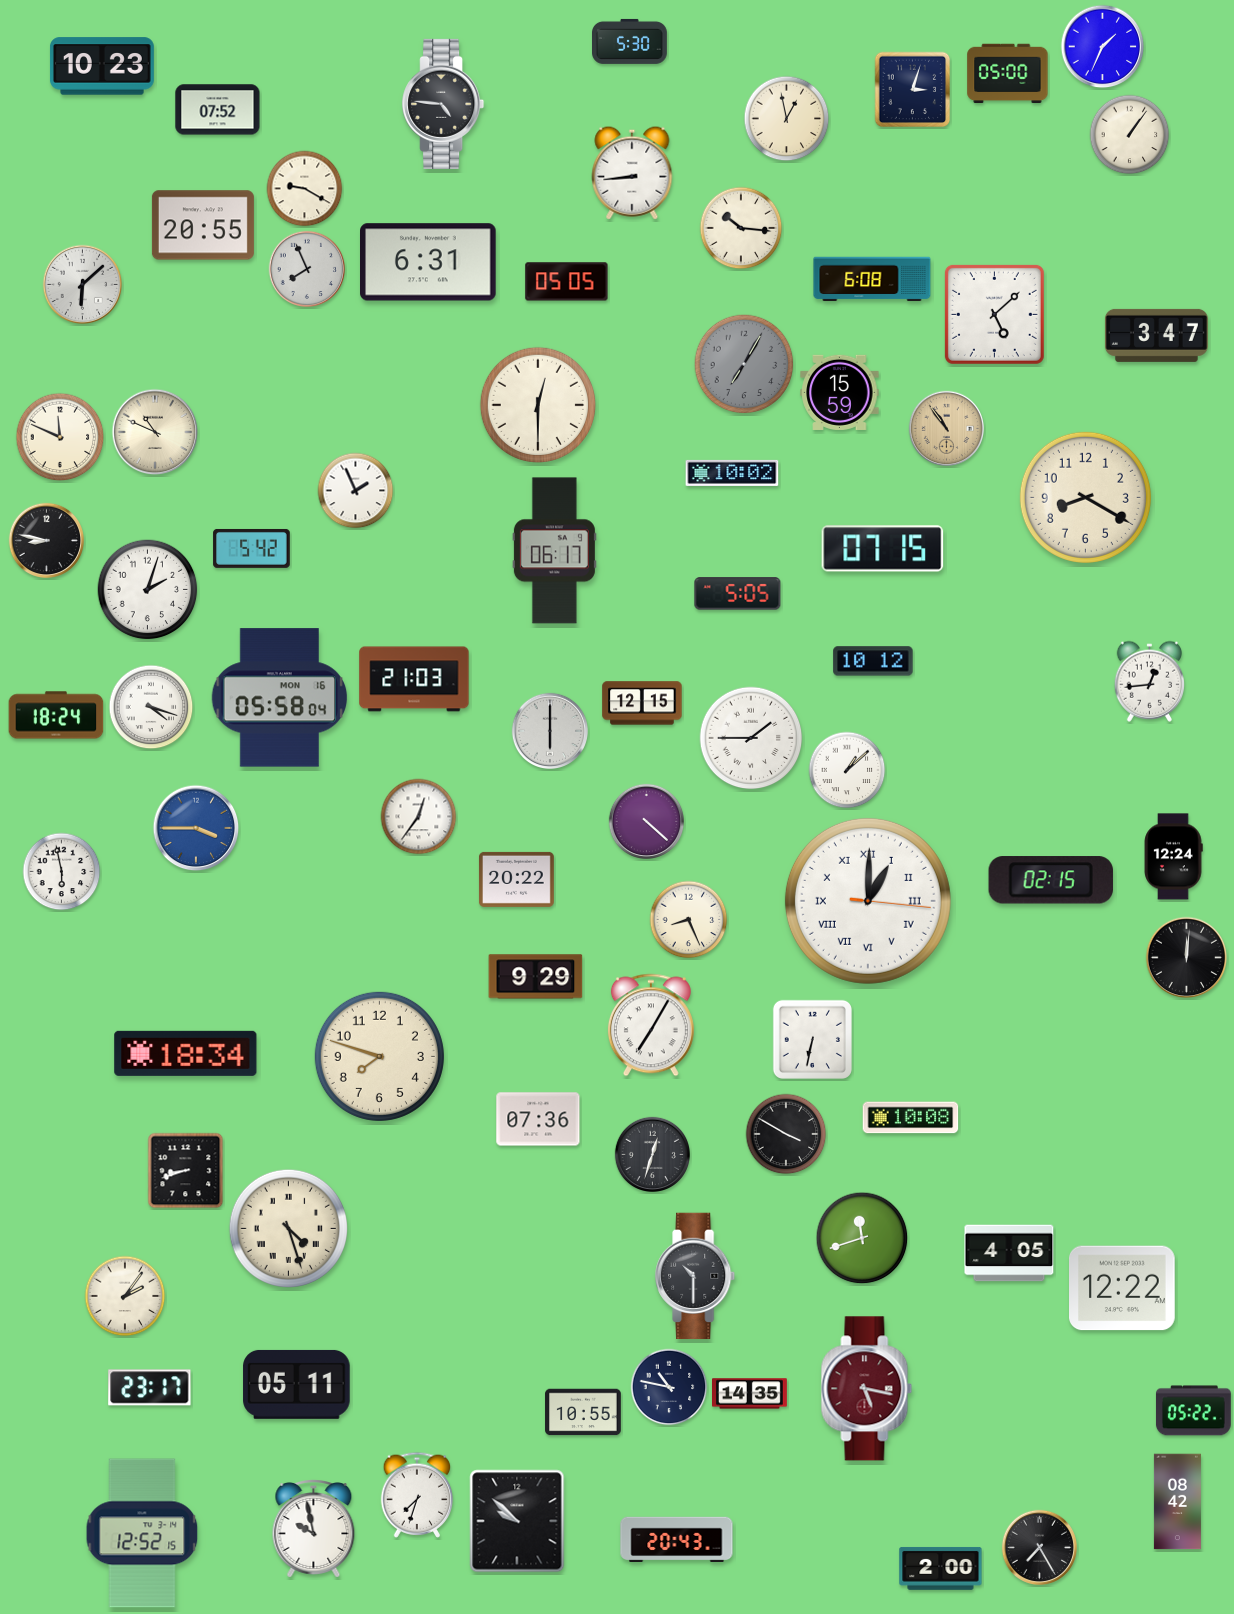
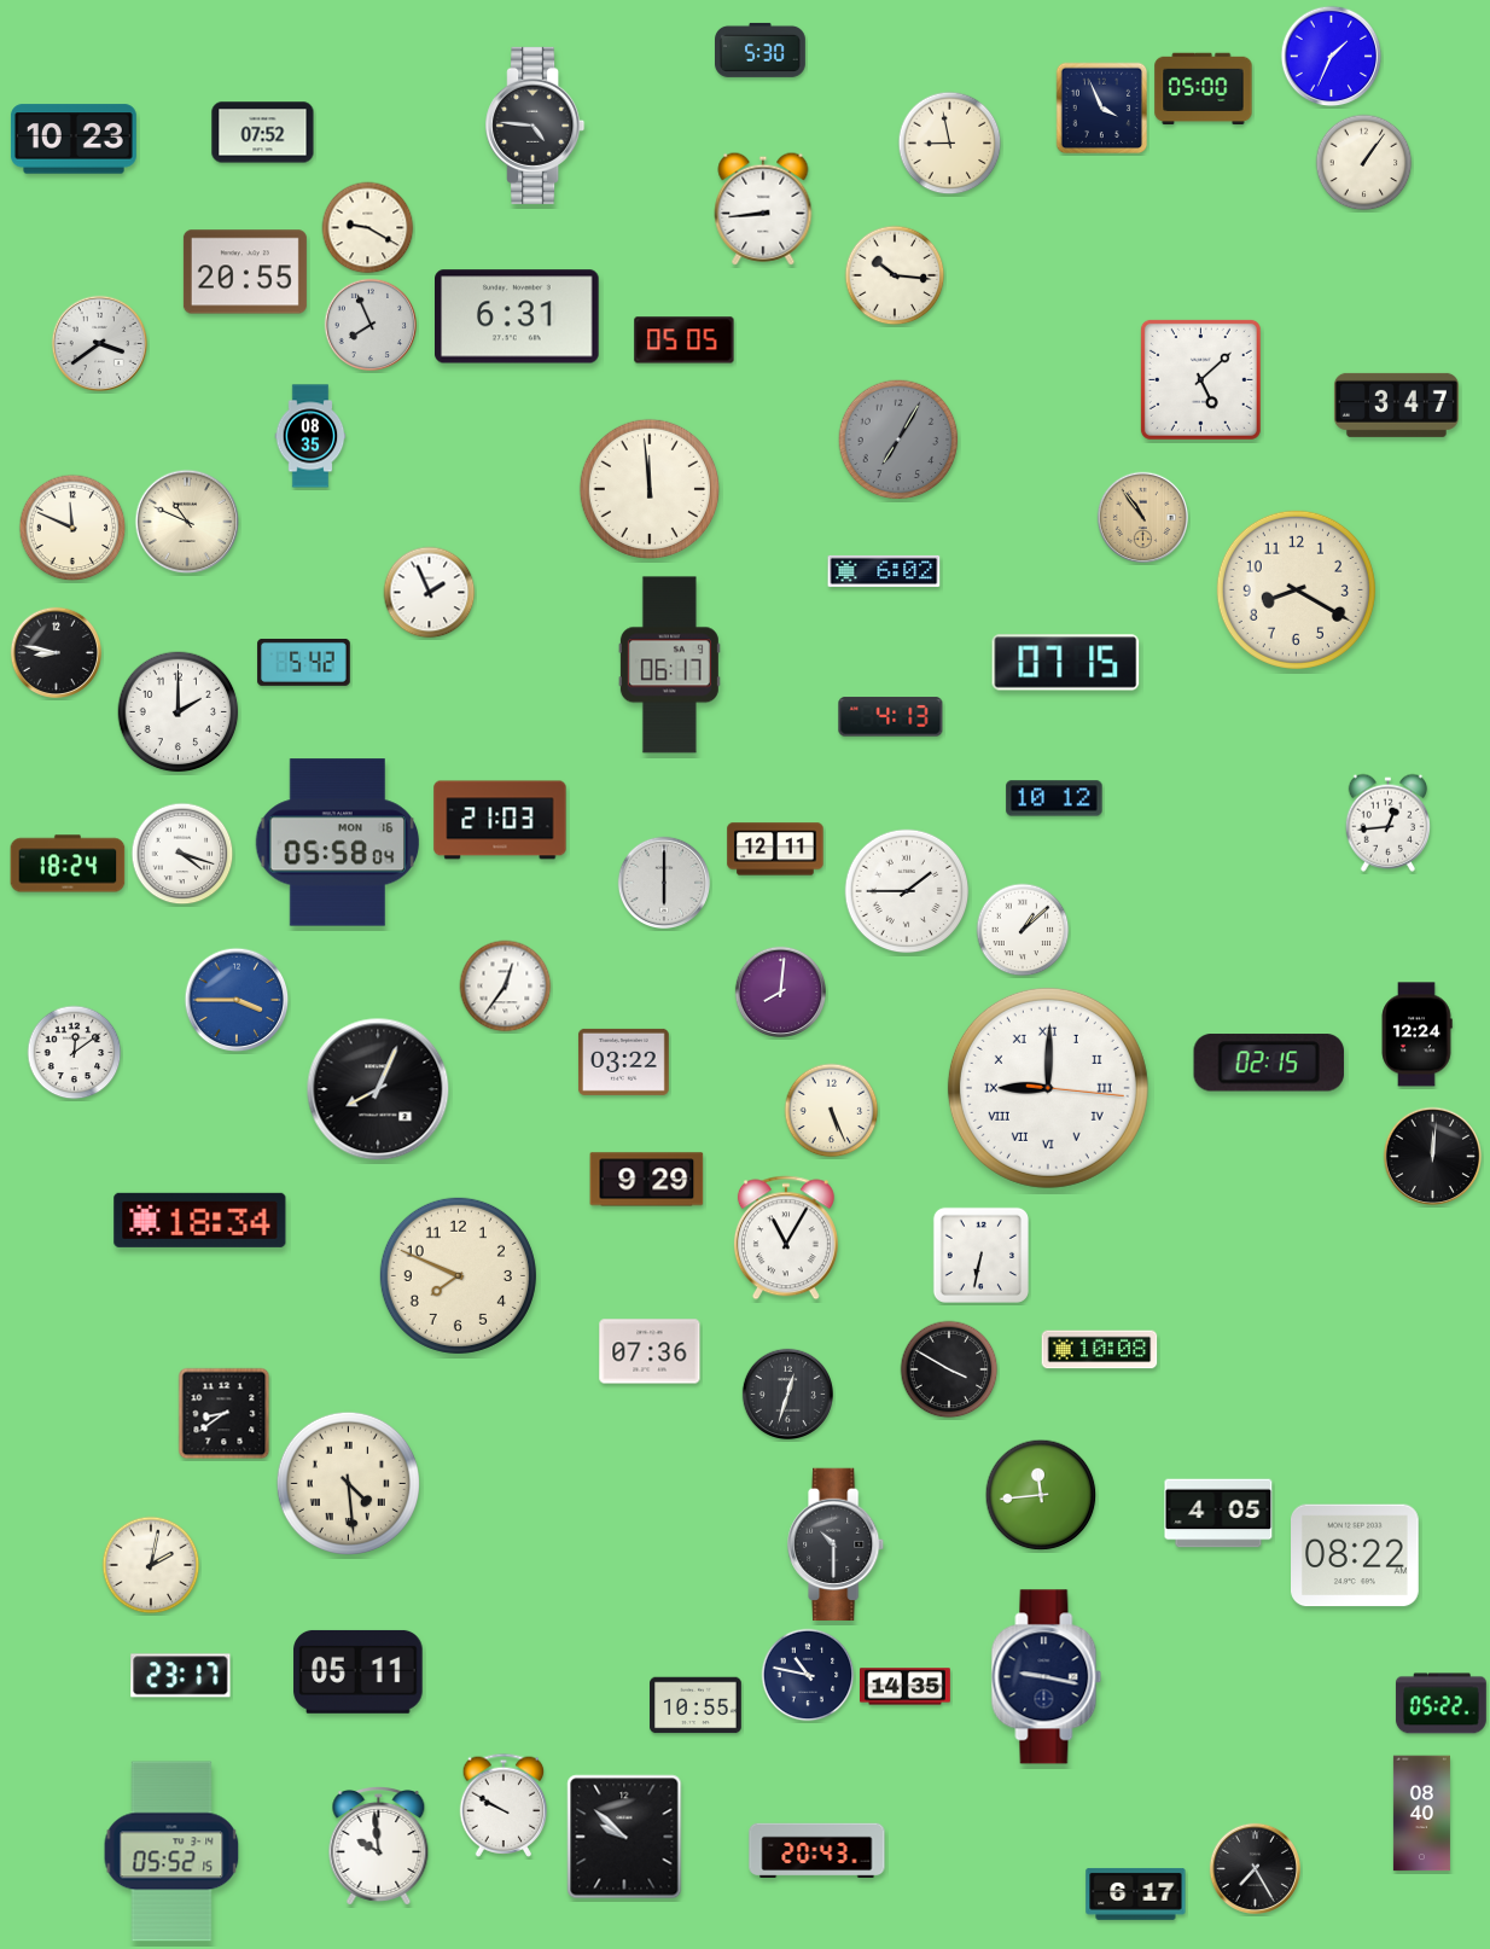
clock at (102, 66) position: (102, 66) -> (74, 139)
clock at (1008, 74) position: (1008, 74) -> (1204, 89)
clock at (913, 90): 3:03 -> 3:56
clock at (787, 119): 12:58 -> 8:58
clock at (872, 279): 6:08 -> none
clock at (83, 285): 6:08 -> 3:39
clock at (310, 436): none -> 08:35
clock at (840, 392): 15:59 -> none
clock at (537, 404): 12:30 -> 11:59
clock at (732, 473): 10:02 -> 6:02
clock at (1085, 497) position: (1085, 497) -> (1296, 589)
clock at (148, 590): 2:03 -> 2:00
clock at (738, 594): 5:05 -> 4:13
clock at (642, 703): 12:15 -> 12:11
clock at (646, 821): 4:22 -> 8:01
clock at (62, 872): 5:58 -> 12:09
clock at (516, 879): 20:22 -> 03:22
clock at (868, 901): 1:00 -> 9:00
clock at (378, 1089): none -> 8:04
clock at (689, 920): 8:26 -> 5:26
clock at (651, 1025): 7:05 -> 11:05
clock at (186, 1053) position: (186, 1053) -> (200, 1220)
clock at (379, 1056): 7:48 -> 7:49
clock at (186, 1171): 8:42 -> 8:39
clock at (288, 1228): 4:27 -> 4:29
clock at (862, 1238): 11:42 -> 11:44
clock at (696, 1276) position: (696, 1276) -> (837, 1544)
clock at (1123, 1288): 12:22 -> 08:22
clock at (125, 1296): 2:06 -> 2:02
clock at (867, 1389): 5:17 -> 9:17
clock at (867, 1389) dial: burgundy -> navy
clock at (750, 1394) position: (750, 1394) -> (906, 1687)
clock at (583, 1412) position: (583, 1412) -> (695, 1705)
clock at (417, 1495): 7:33 -> 9:50
clock at (1177, 1502): 08:42 -> 08:40
clock at (314, 1529): 9:58 -> 9:59
clock at (142, 1533): 12:52 -> 05:52
clock at (677, 1540) position: (677, 1540) -> (817, 1851)
clock at (941, 1569): 2:00 -> 6:17
